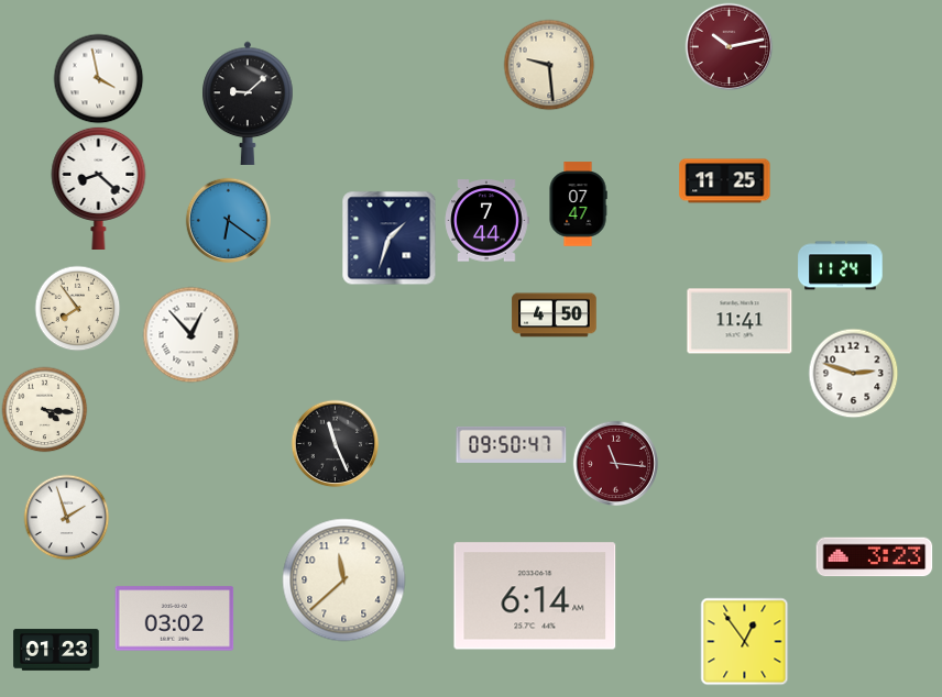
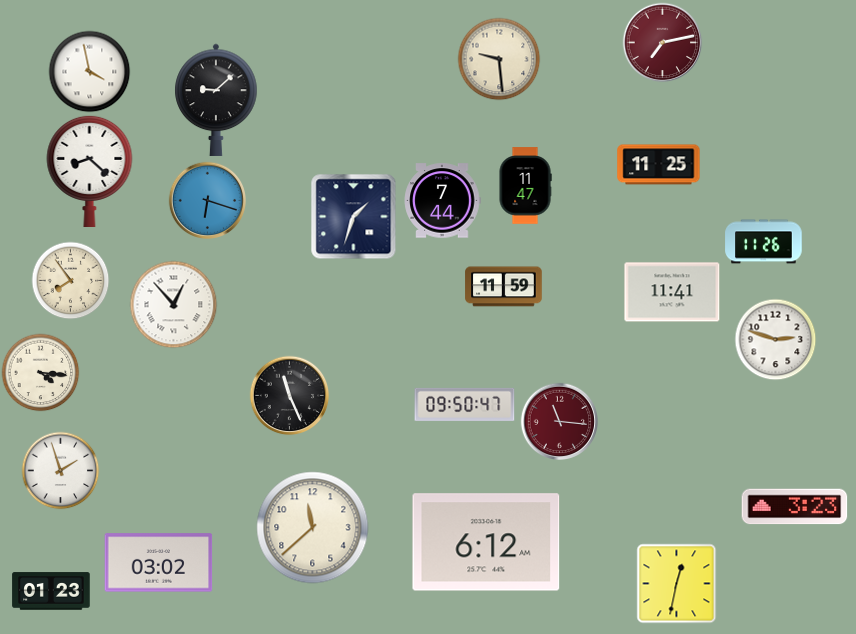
clock at (729, 46): 10:13 -> 7:13
clock at (248, 103) position: (248, 103) -> (216, 100)
clock at (578, 204): 07:47 -> 11:47
clock at (228, 220): 6:21 -> 6:18
clock at (841, 266): 11:24 -> 11:26
clock at (555, 316): 4:50 -> 11:59
clock at (335, 443) position: (335, 443) -> (289, 395)
clock at (535, 596): 6:14 -> 6:12
clock at (744, 641): 12:54 -> 12:32
